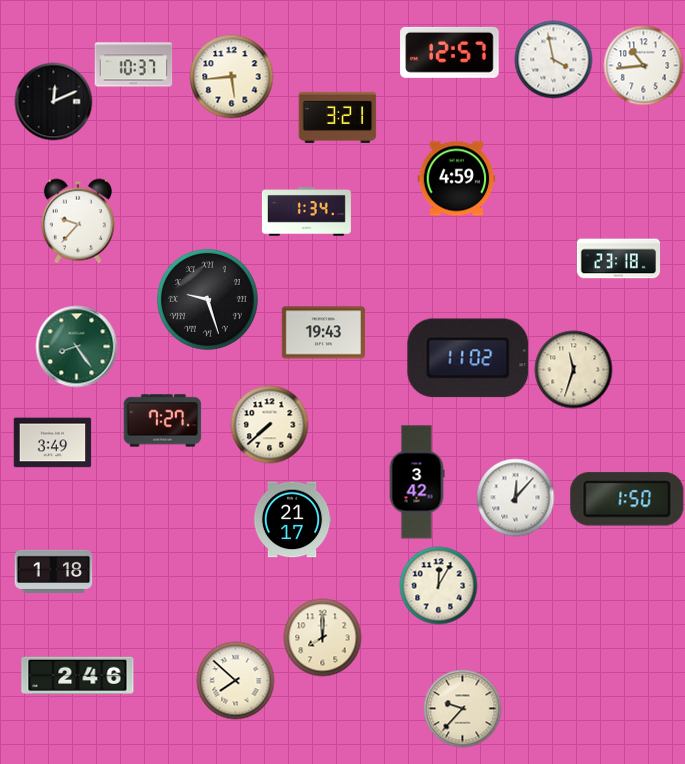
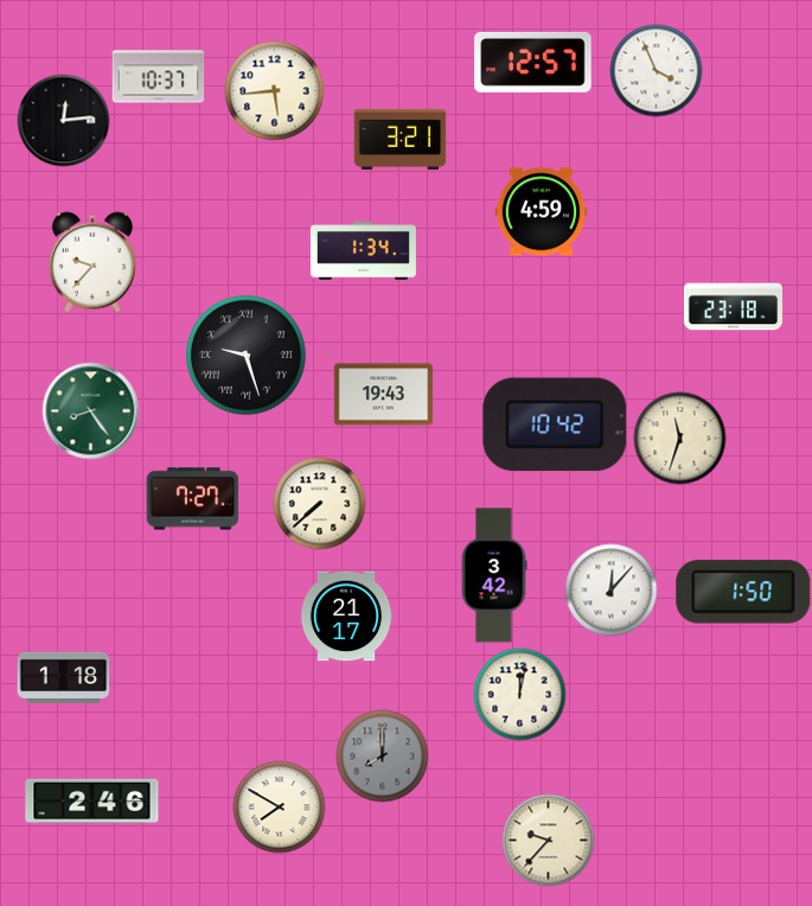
clock at (553, 59): 3:58 -> 3:56
clock at (643, 65): 10:44 -> none
clock at (53, 101): 12:11 -> 12:14
clock at (468, 358): 11:02 -> 10:42
clock at (52, 443): 3:49 -> none
clock at (417, 482) position: (417, 482) -> (494, 575)
clock at (438, 585): 12:05 -> 12:02
clock at (322, 637) dial: cream -> grey
clock at (235, 680): 7:52 -> 7:50
